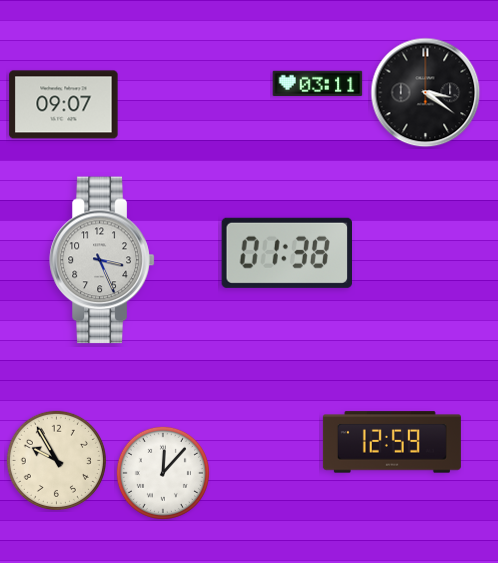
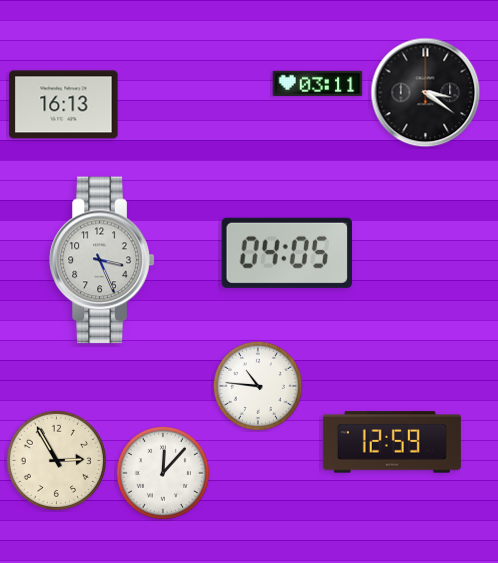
clock at (64, 105): 09:07 -> 16:13
clock at (286, 253): 01:38 -> 04:05
clock at (258, 386): none -> 10:46
clock at (56, 460): 9:55 -> 2:55
